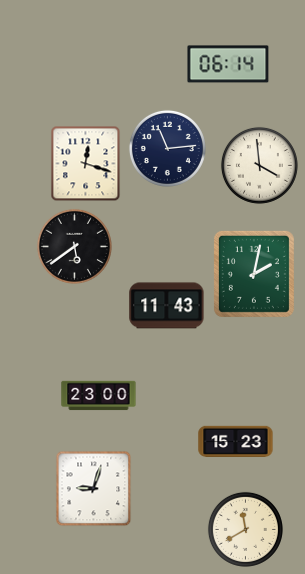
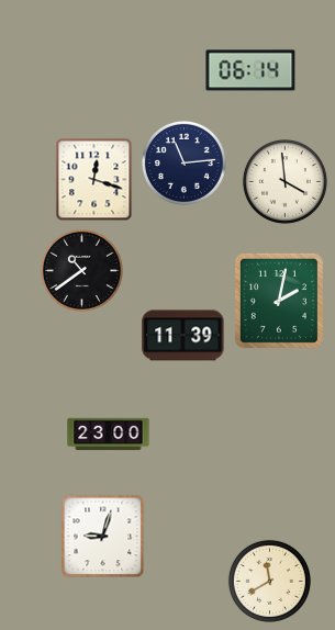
clock at (74, 246): 5:39 -> 10:39
clock at (167, 306): 11:43 -> 11:39
clock at (236, 441): 15:23 -> none
